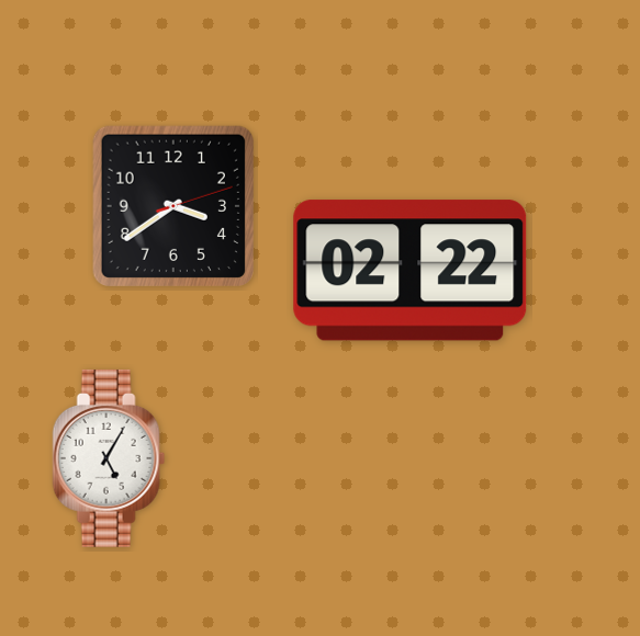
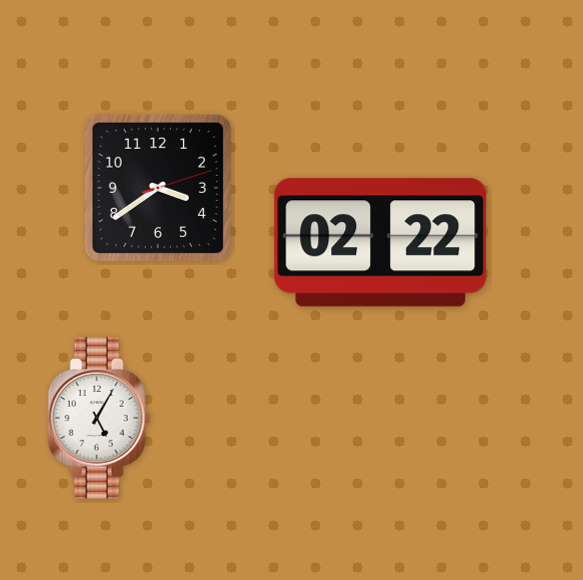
clock at (411, 271) position: (411, 271) -> (381, 243)
